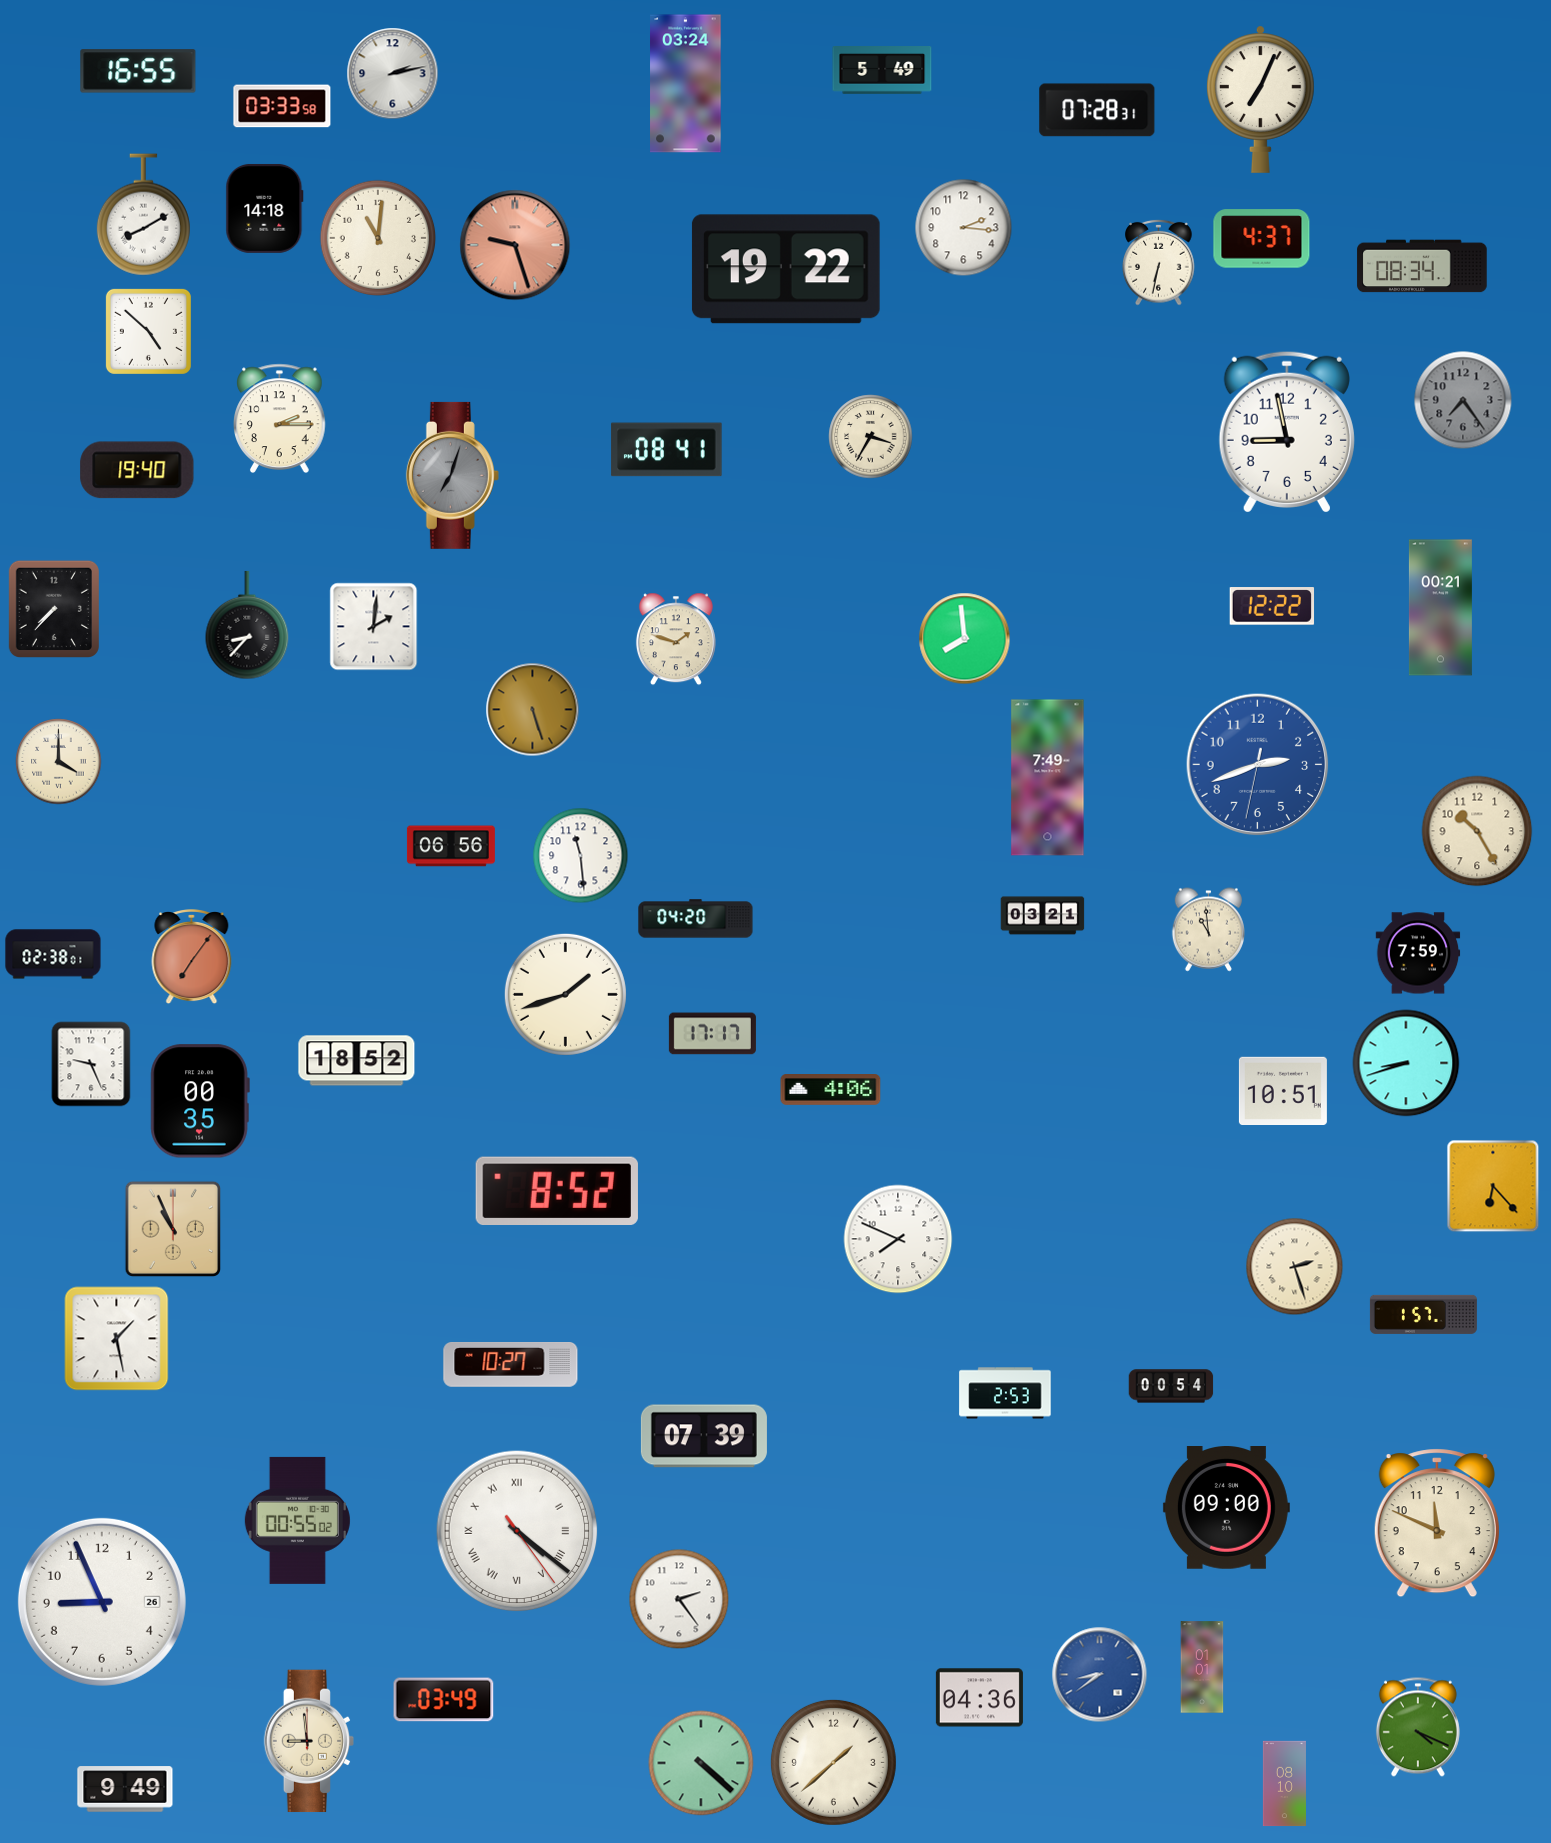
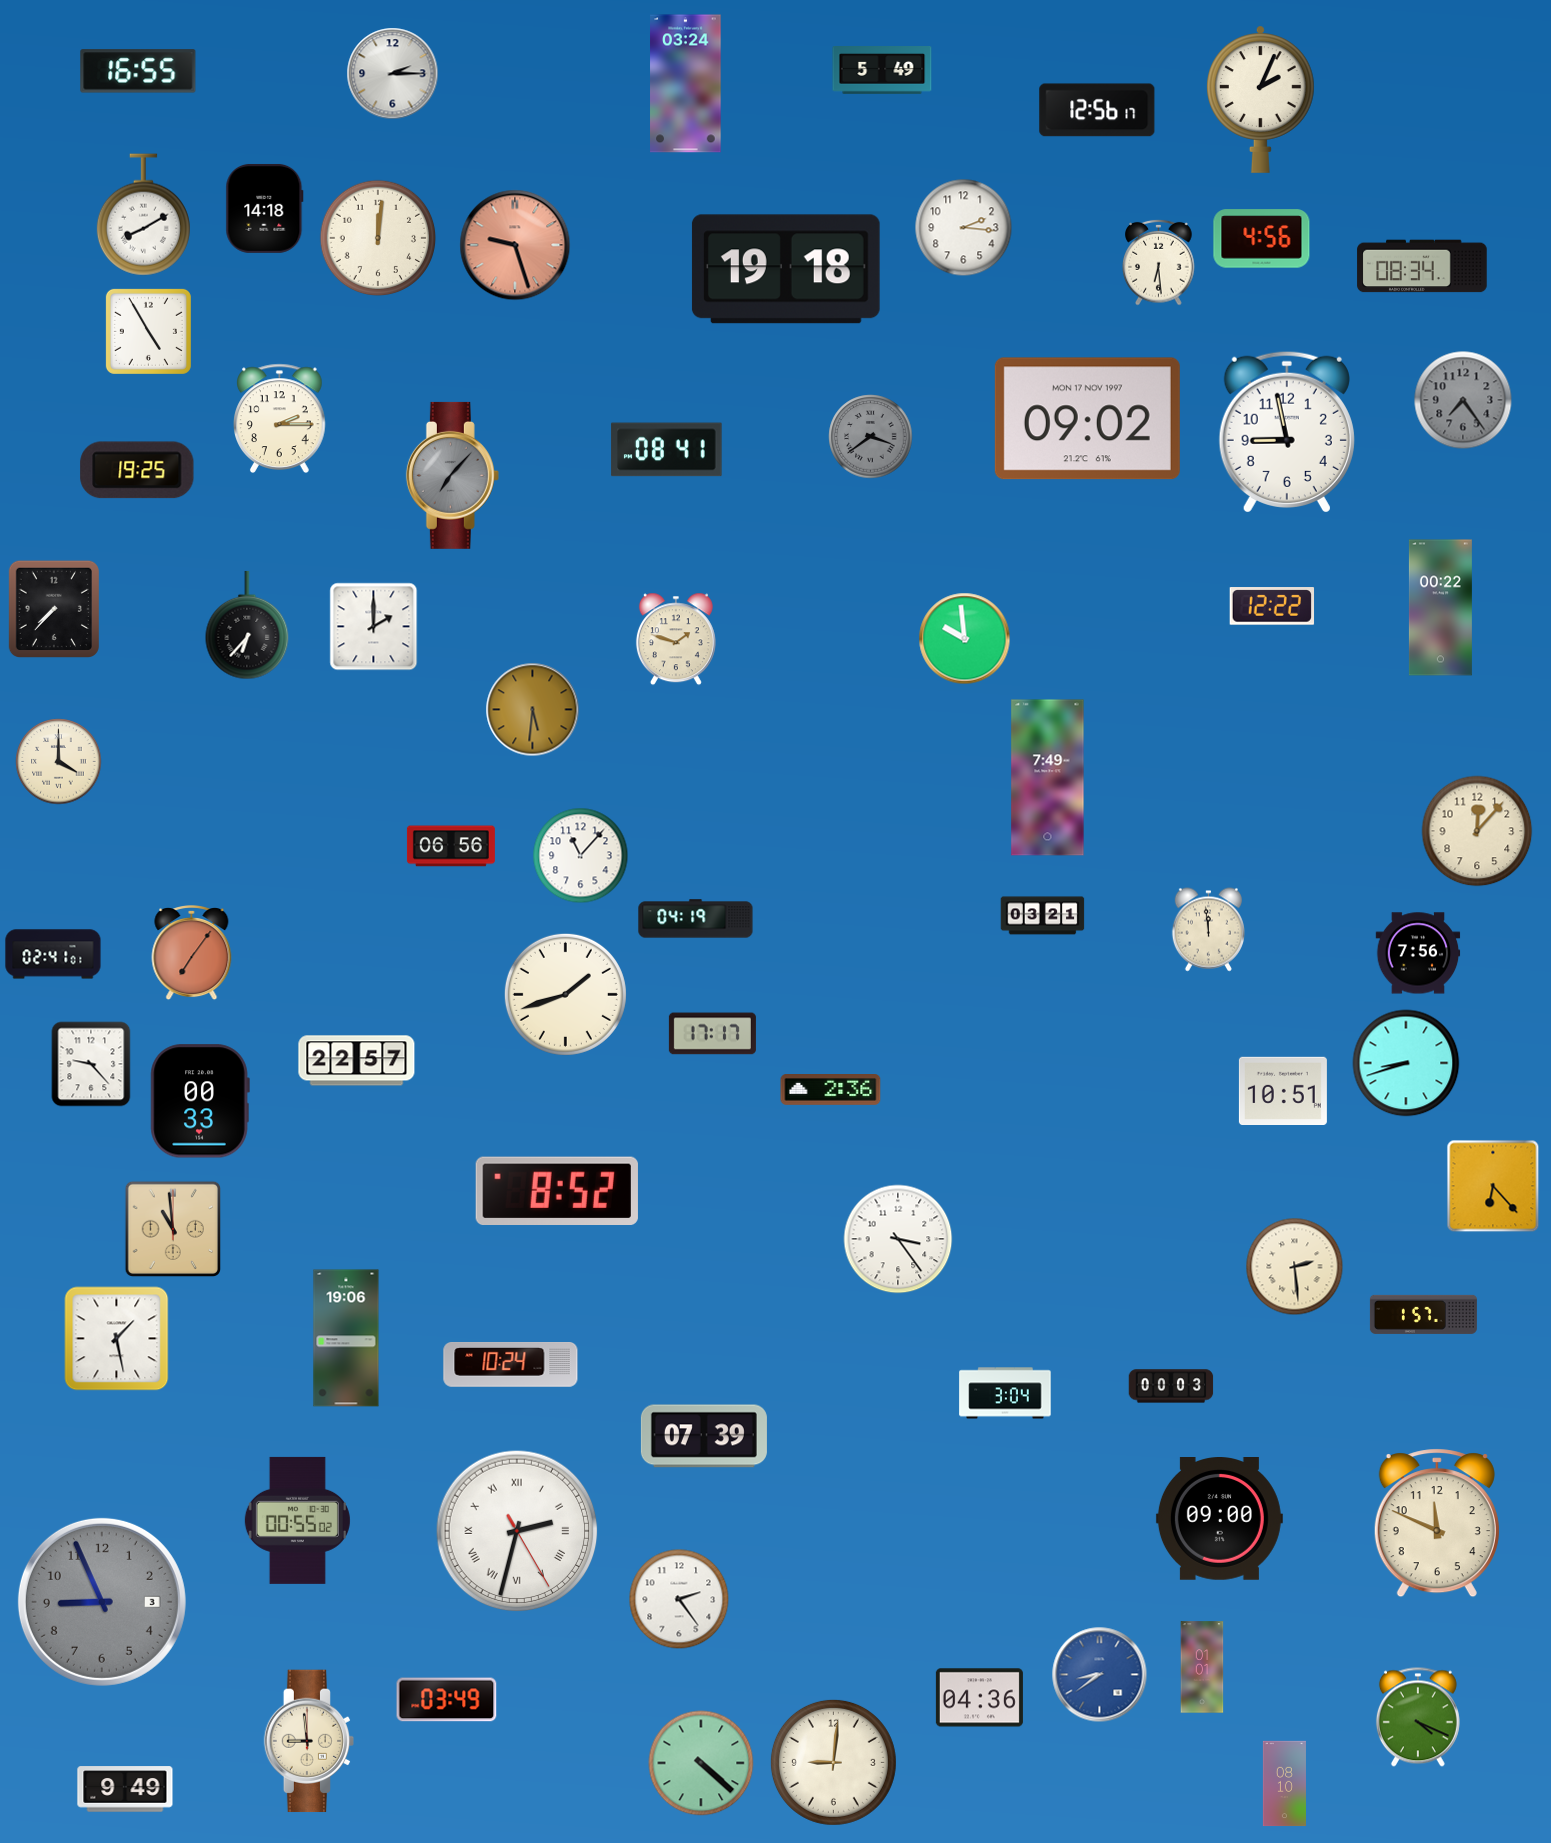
clock at (393, 74): 2:13 -> 2:15
clock at (1261, 99): 7:04 -> 2:04
clock at (282, 106): 03:33 -> none
clock at (1097, 110): 07:28 -> 12:56
clock at (378, 238): 11:01 -> 12:01
clock at (1262, 239): 4:37 -> 4:56
clock at (1159, 262): 6:32 -> 6:29
clock at (786, 269): 19:22 -> 19:18
clock at (148, 331): 4:52 -> 4:55
clock at (1087, 419): none -> 09:02
clock at (871, 437): 3:35 -> 3:39
clock at (871, 437) dial: cream -> grey
clock at (137, 470): 19:40 -> 19:25
clock at (452, 475): 7:03 -> 7:07
clock at (1440, 608): 00:21 -> 00:22
clock at (247, 625): 8:37 -> 6:37
clock at (374, 627): 2:01 -> 2:00
clock at (965, 639): 7:59 -> 9:59
clock at (533, 710): 5:27 -> 5:31
clock at (1258, 765): 2:41 -> none
clock at (1477, 831): 10:25 -> 12:07
clock at (581, 856): 11:29 -> 11:07
clock at (696, 919): 04:20 -> 04:19
clock at (1208, 930): 10:59 -> 11:59
clock at (1418, 953): 7:59 -> 7:56
clock at (53, 954): 02:38 -> 02:41
clock at (192, 958) position: (192, 958) -> (192, 954)
clock at (357, 1061): 18:52 -> 22:57
clock at (91, 1064): 9:26 -> 9:23
clock at (831, 1090): 4:06 -> 2:36
clock at (200, 1101): 00:35 -> 00:33
clock at (172, 1228): 10:56 -> 10:59
clock at (898, 1239): 7:49 -> 3:24
clock at (1295, 1267): 2:27 -> 2:29
clock at (346, 1338): none -> 19:06
clock at (511, 1365): 10:27 -> 10:24
clock at (1171, 1386): 00:54 -> 00:03
clock at (1005, 1393): 2:53 -> 3:04
clock at (1226, 1508) position: (1226, 1508) -> (1219, 1519)
clock at (517, 1531): 4:21 -> 2:32
clock at (102, 1602) date: 26 -> 3
clock at (102, 1602) dial: white -> grey
clock at (444, 1700) position: (444, 1700) -> (447, 1700)
clock at (1418, 1727) position: (1418, 1727) -> (1418, 1717)
clock at (833, 1762): 1:38 -> 9:01
